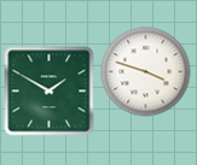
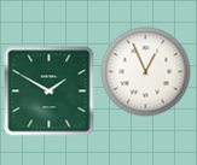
clock at (146, 72): 3:48 -> 12:56
